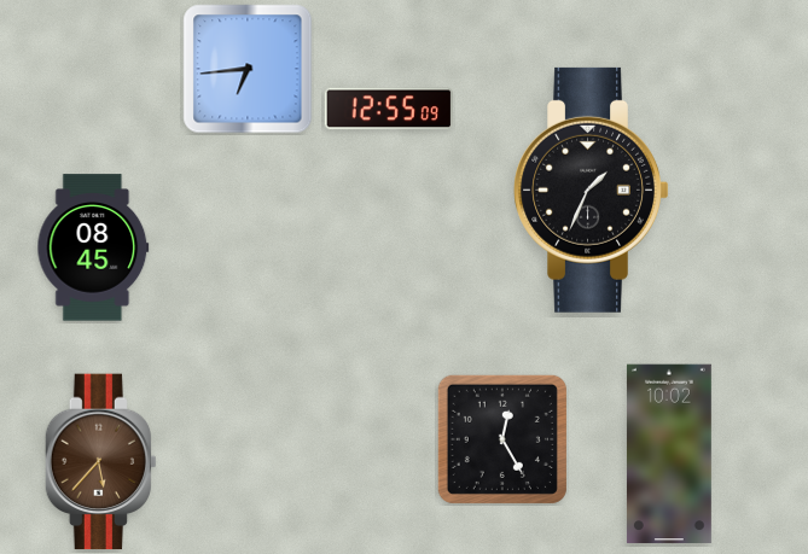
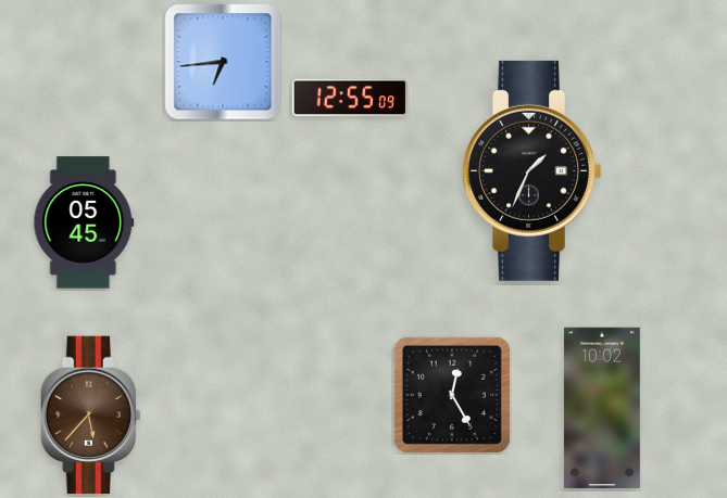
clock at (93, 247): 08:45 -> 05:45
